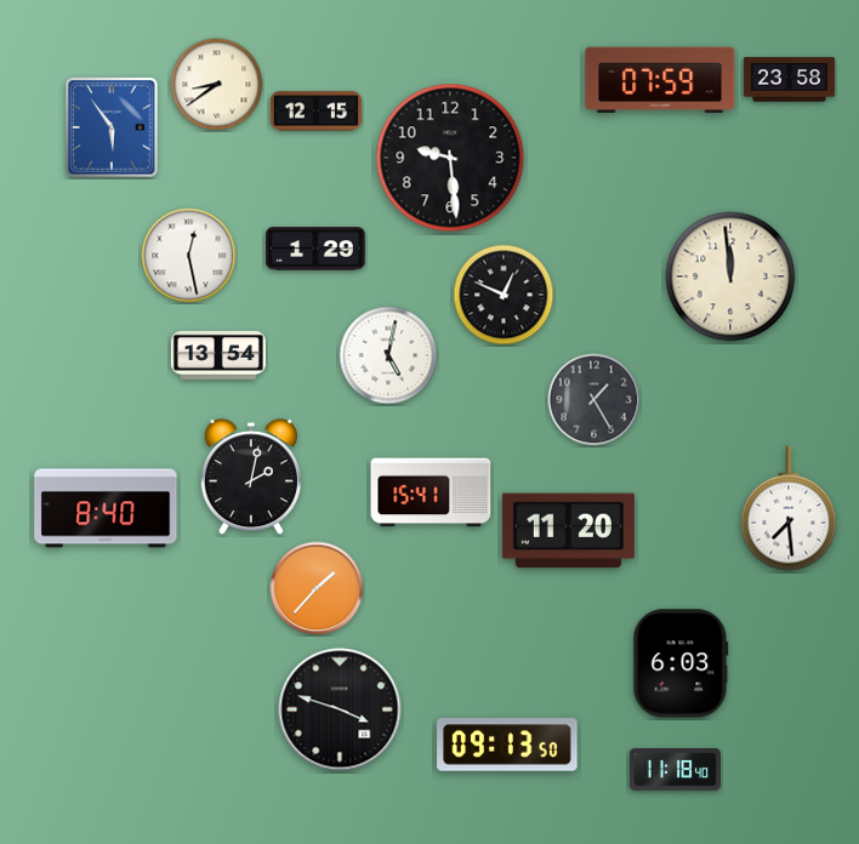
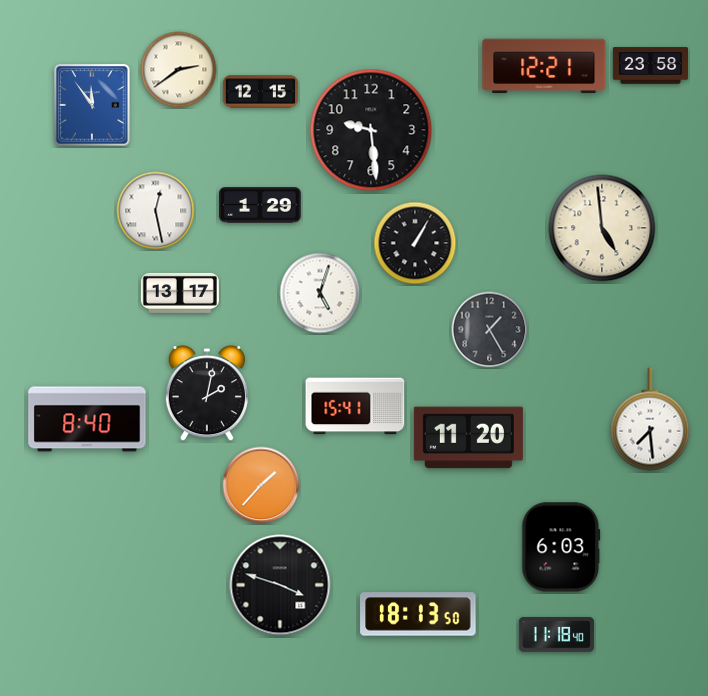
clock at (660, 80): 07:59 -> 12:21
clock at (217, 85): 8:39 -> 2:39
clock at (112, 127): 5:54 -> 11:54
clock at (730, 276): 11:59 -> 4:59
clock at (504, 295): 12:49 -> 1:05
clock at (218, 355): 13:54 -> 13:17
clock at (388, 355): 5:02 -> 5:03
clock at (507, 745): 09:13 -> 18:13
